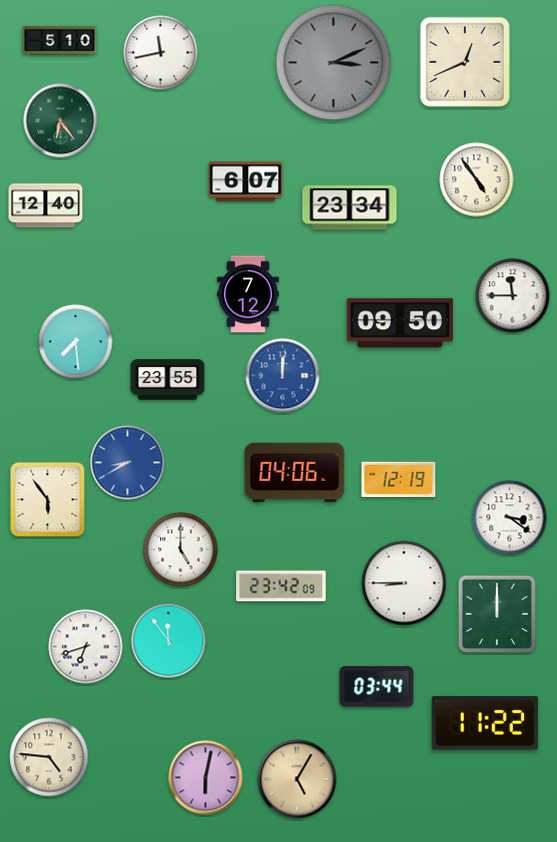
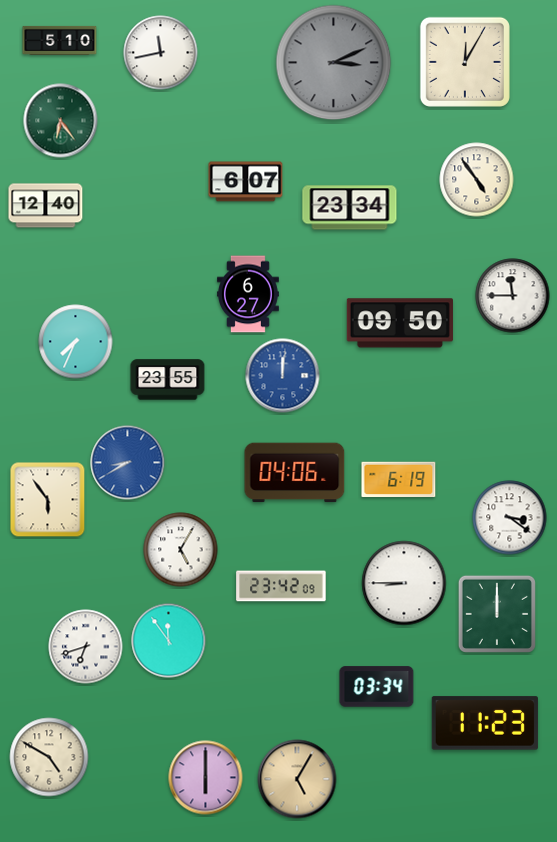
clock at (465, 62): 12:41 -> 12:05
clock at (248, 294): 7:12 -> 6:27
clock at (76, 342): 7:29 -> 7:34
clock at (399, 480): 12:19 -> 6:19
clock at (181, 550): 5:00 -> 5:05
clock at (377, 687): 03:44 -> 03:34
clock at (485, 723): 11:22 -> 11:23
clock at (49, 757): 4:46 -> 4:50
clock at (206, 778): 6:02 -> 6:00
